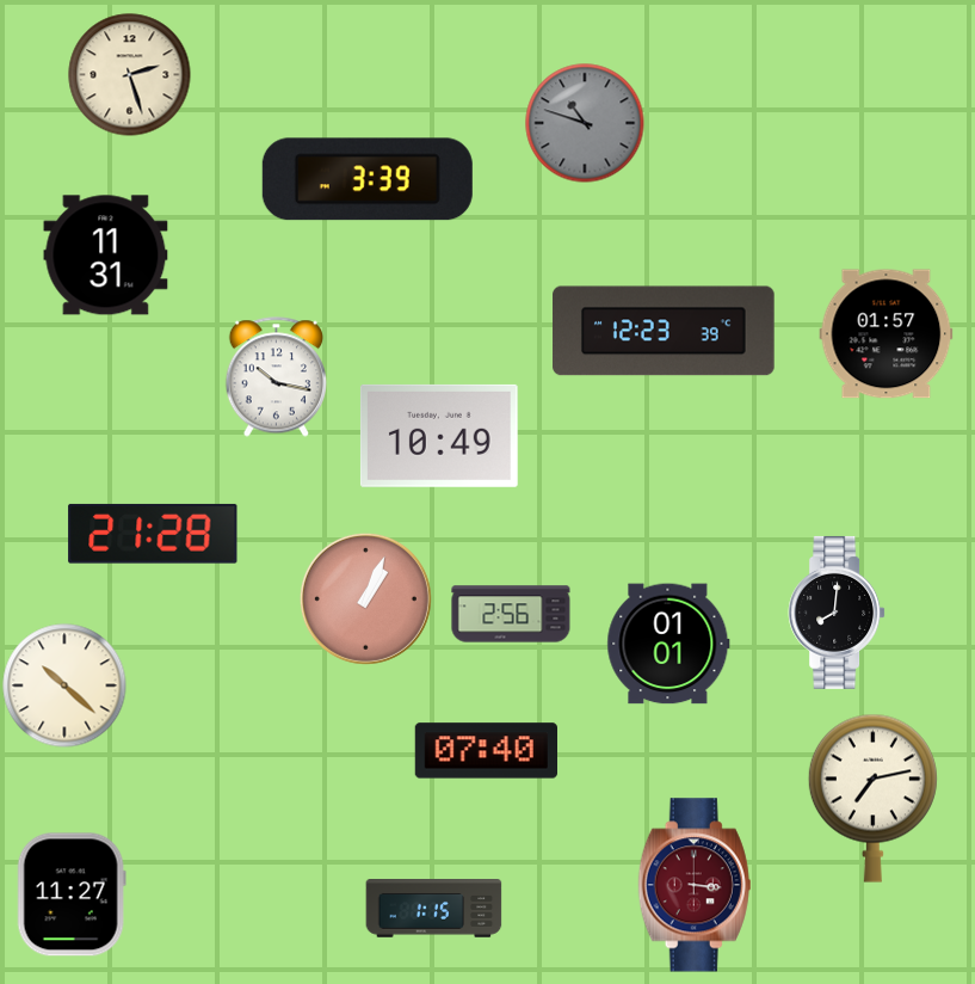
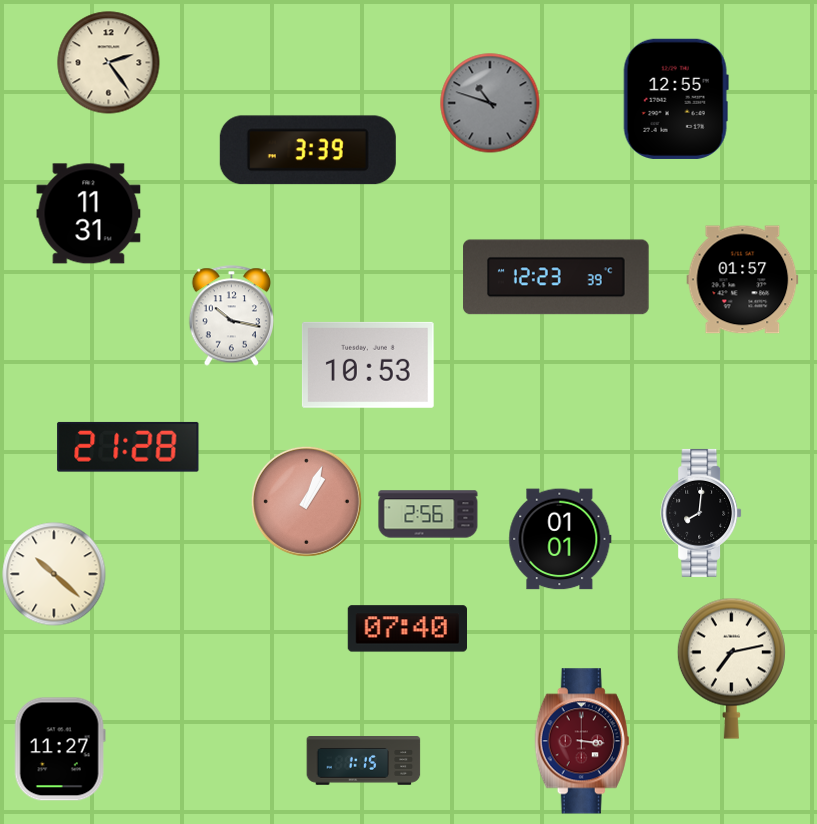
clock at (130, 75): 2:27 -> 2:24
clock at (676, 99): none -> 12:55
clock at (439, 436): 10:49 -> 10:53
